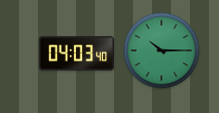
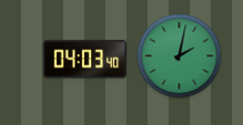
clock at (162, 51): 10:15 -> 2:02
